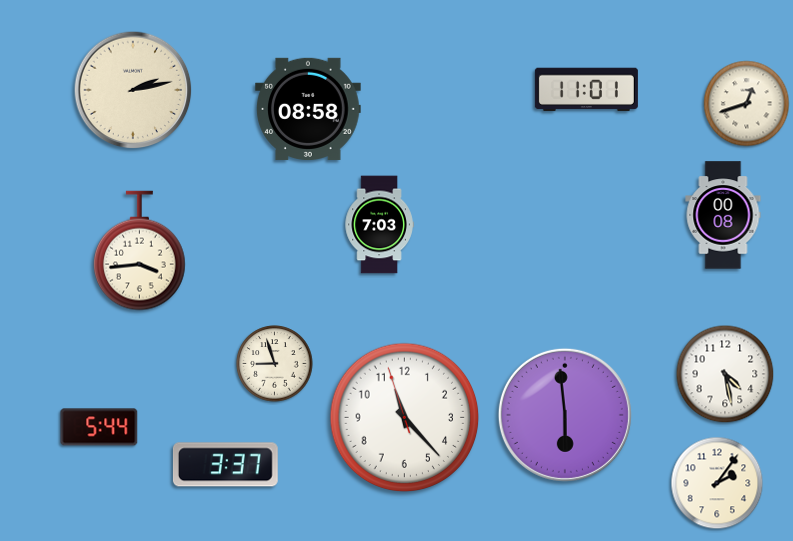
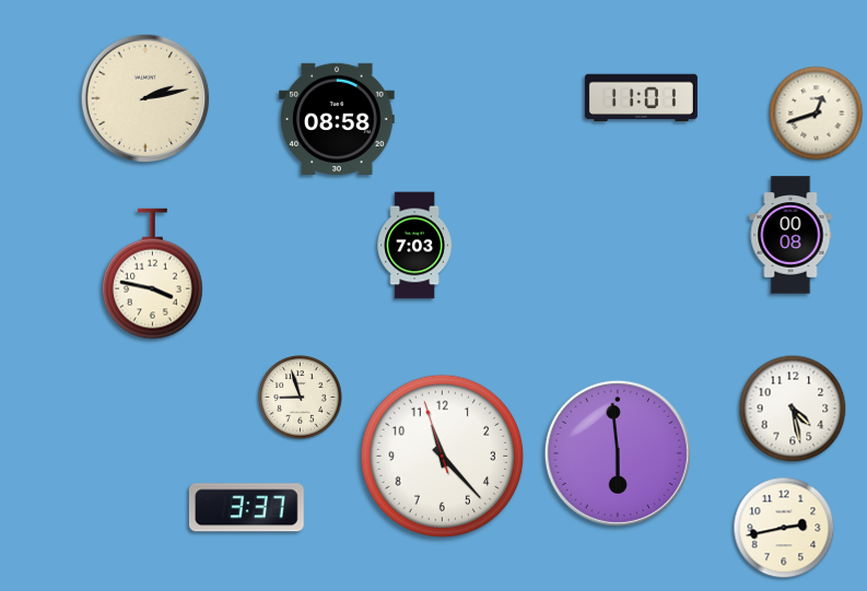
clock at (140, 251): 3:44 -> 3:47
clock at (99, 427): 5:44 -> none
clock at (717, 483): 2:06 -> 2:43
